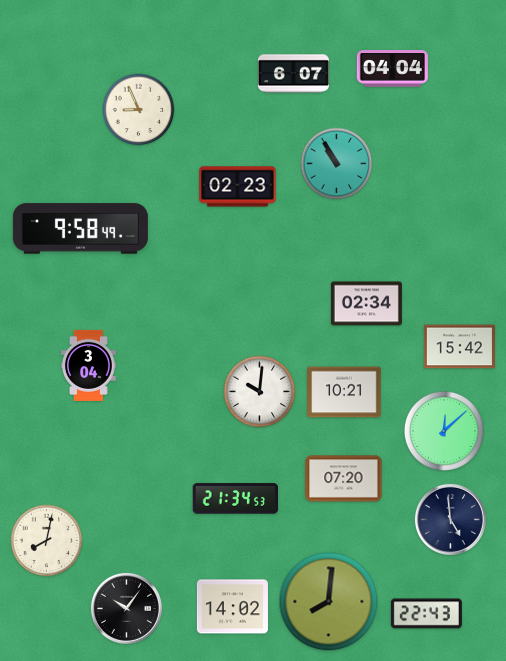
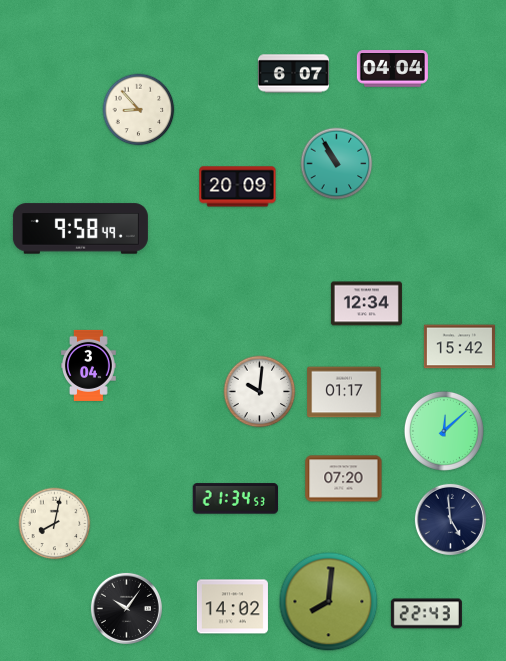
clock at (139, 110): 8:56 -> 8:53
clock at (238, 187): 02:23 -> 20:09
clock at (366, 304): 02:34 -> 12:34
clock at (344, 392): 10:21 -> 01:17
clock at (47, 541) position: (47, 541) -> (55, 524)
